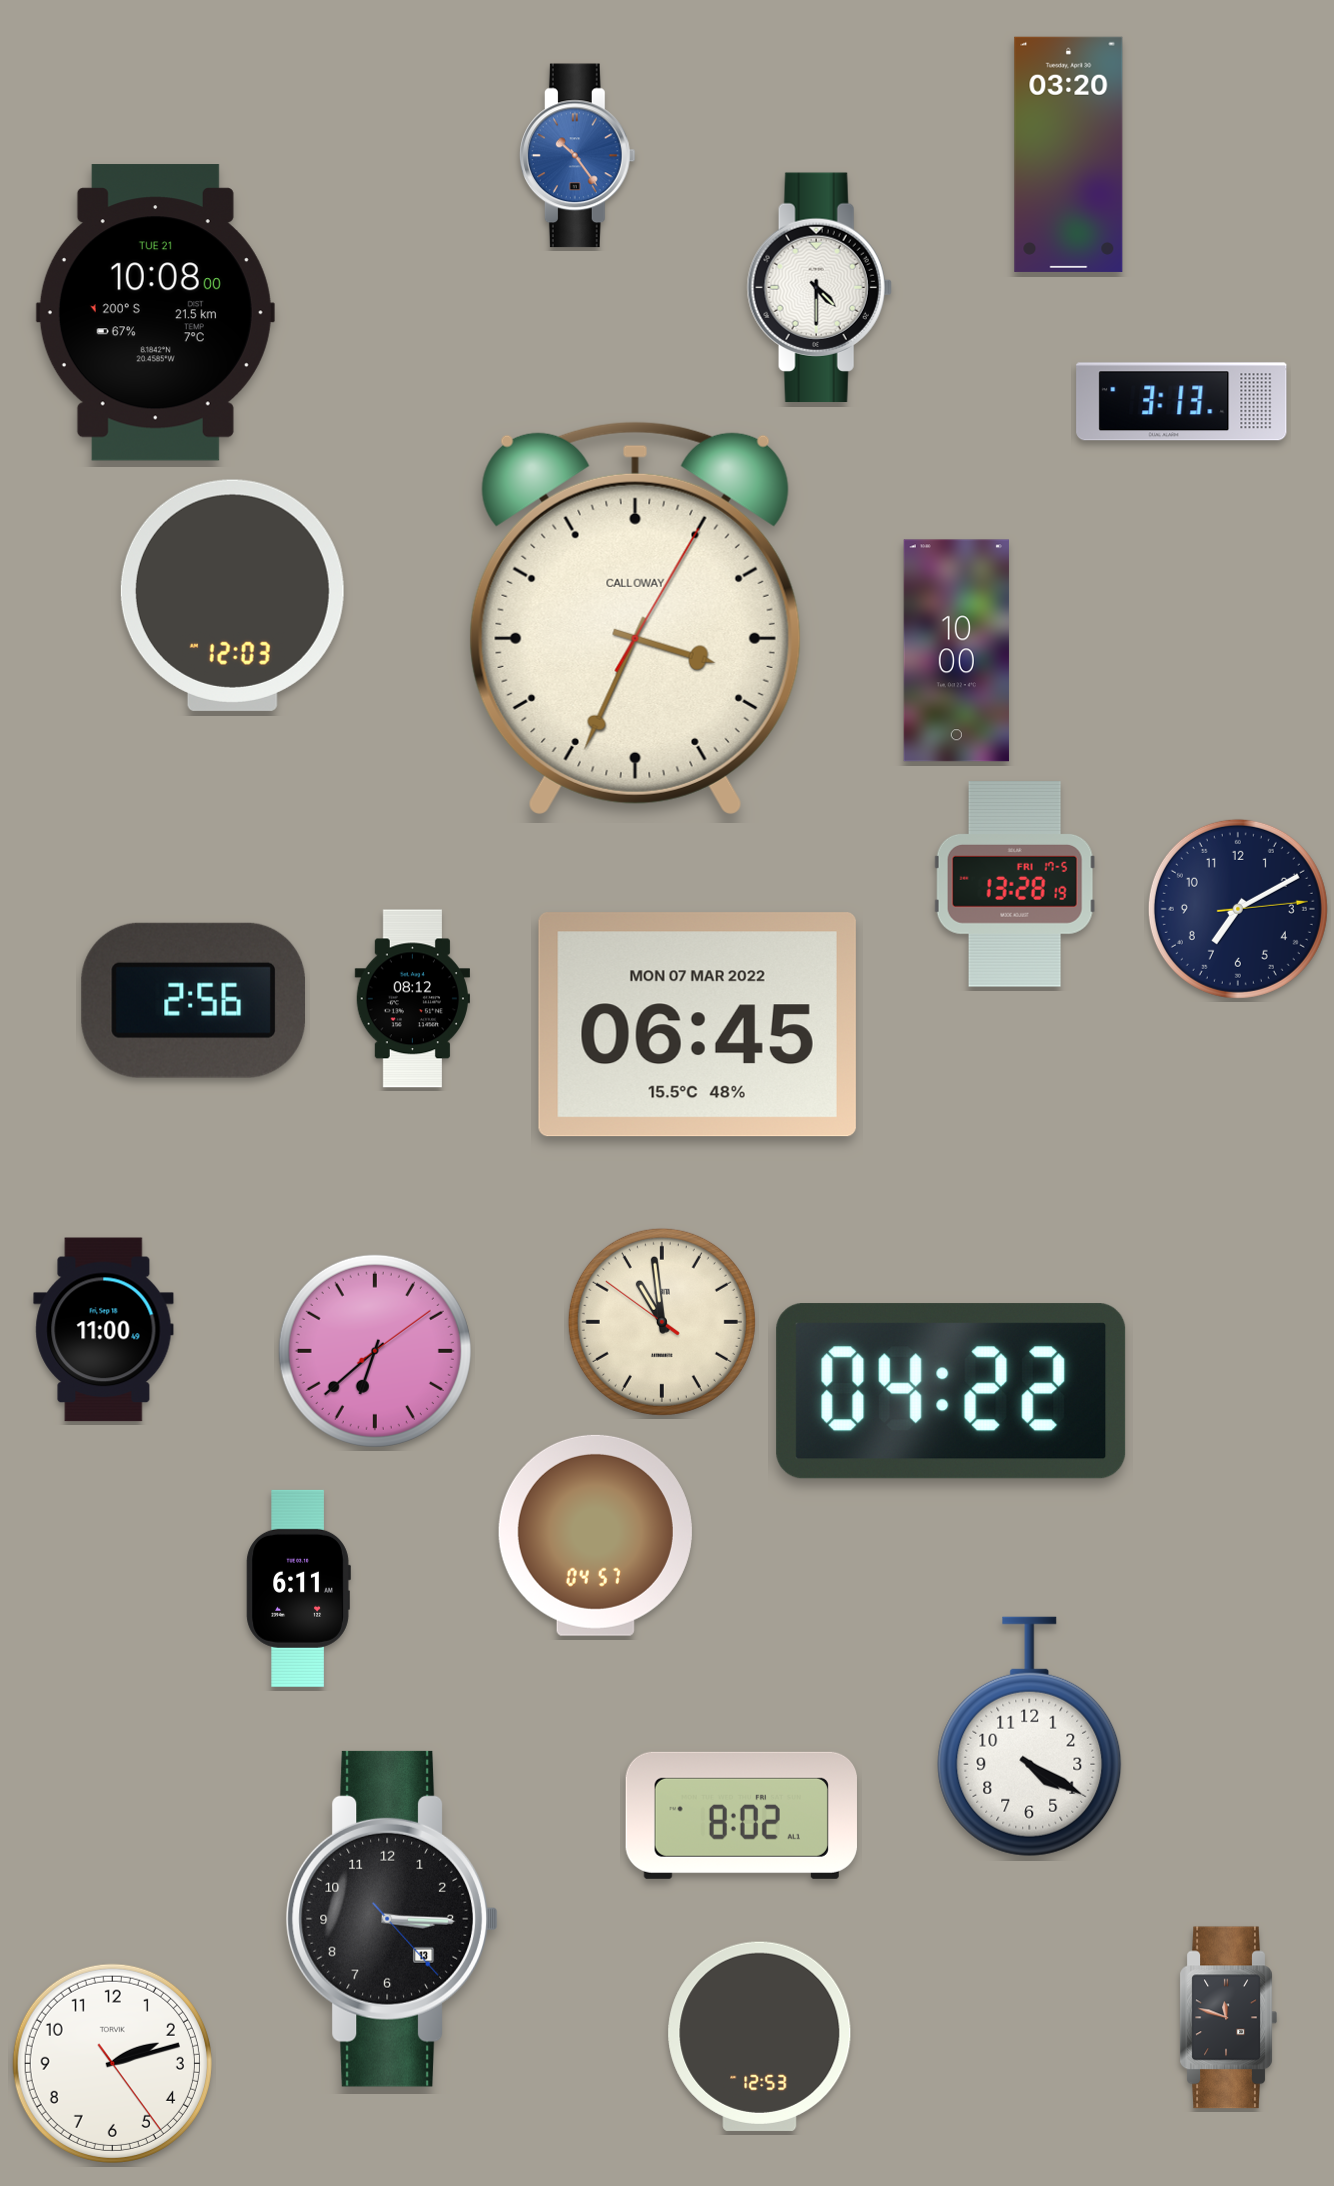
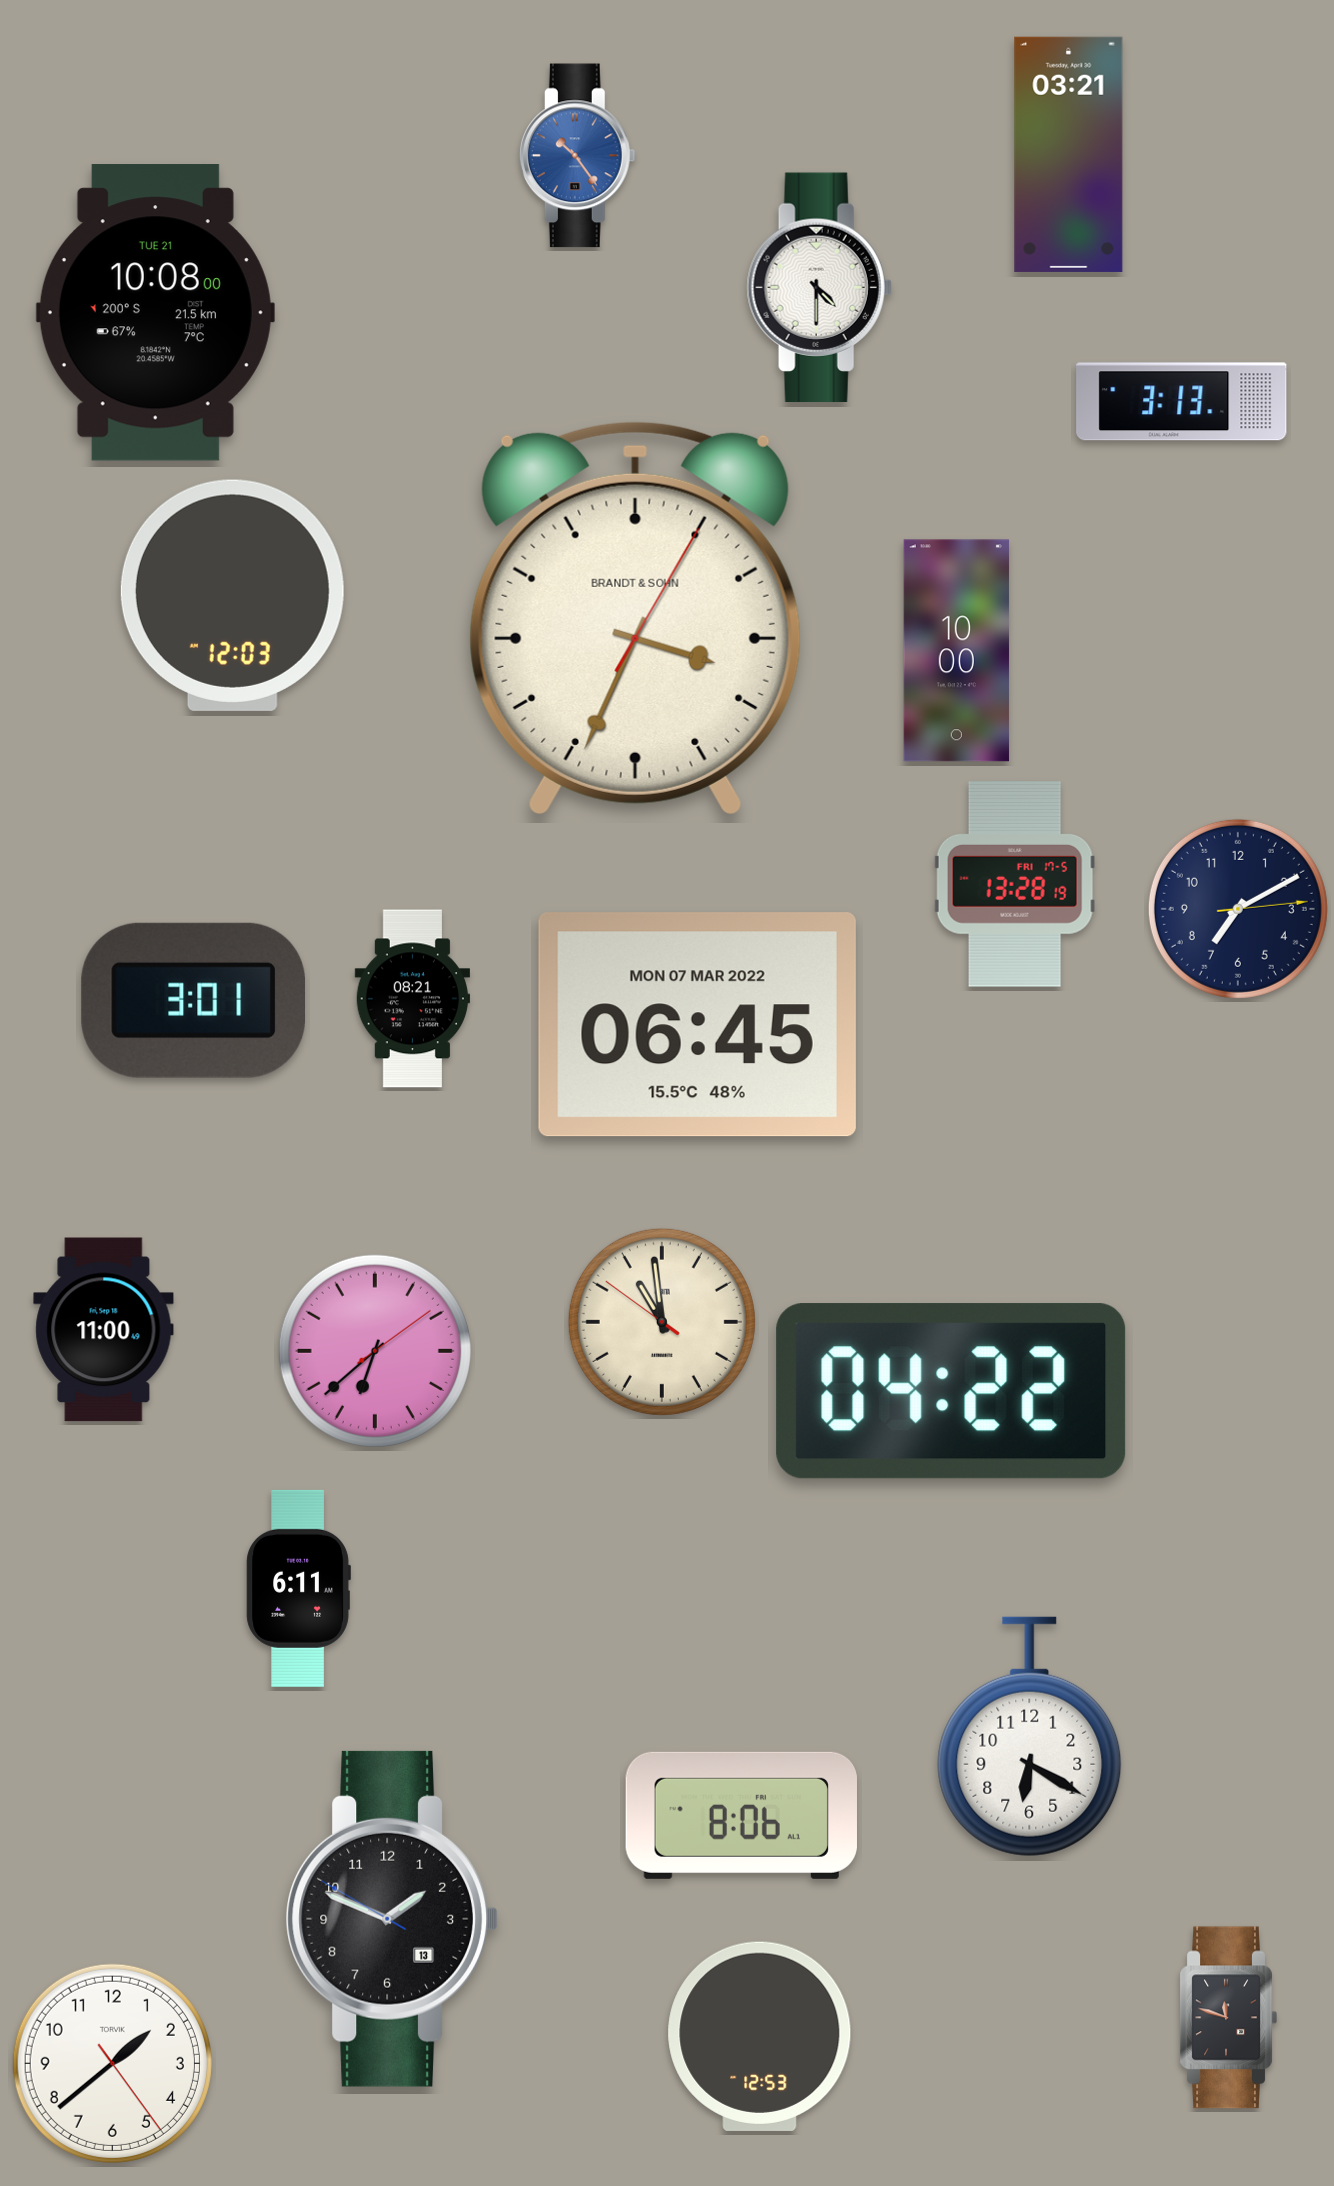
clock at (1069, 154): 03:20 -> 03:21
clock at (635, 618) brand: CALLOWAY -> BRANDT & SOHN
clock at (412, 999): 08:12 -> 08:21
clock at (193, 1000): 2:56 -> 3:01
clock at (595, 1535): 04:57 -> none
clock at (1030, 1737): 4:20 -> 6:20
clock at (741, 1815): 8:02 -> 8:06
clock at (392, 1919): 3:15 -> 1:48
clock at (112, 2063): 2:12 -> 1:38
